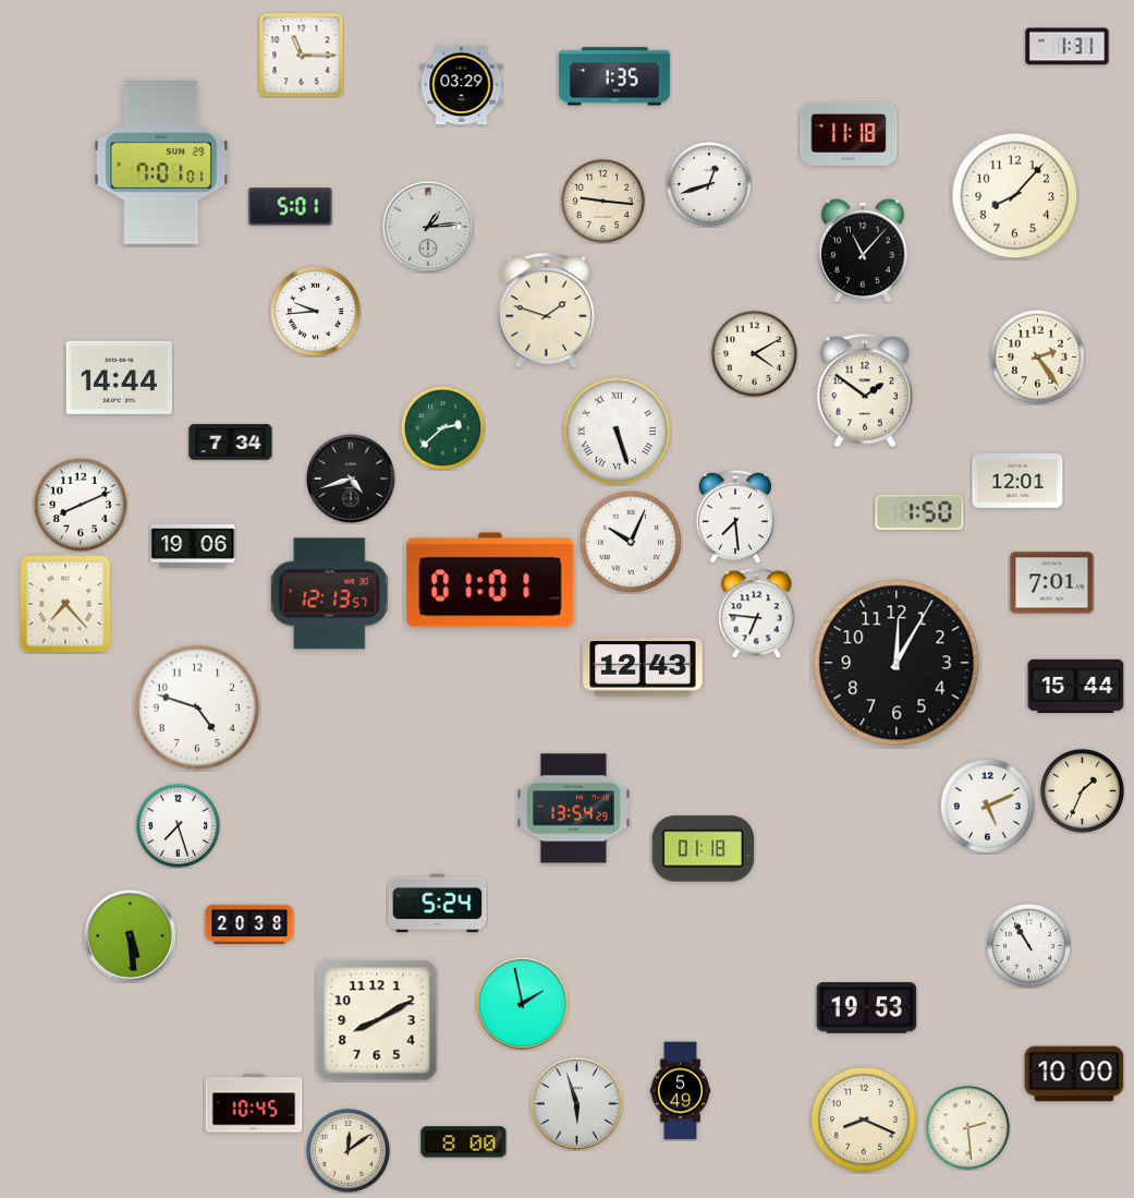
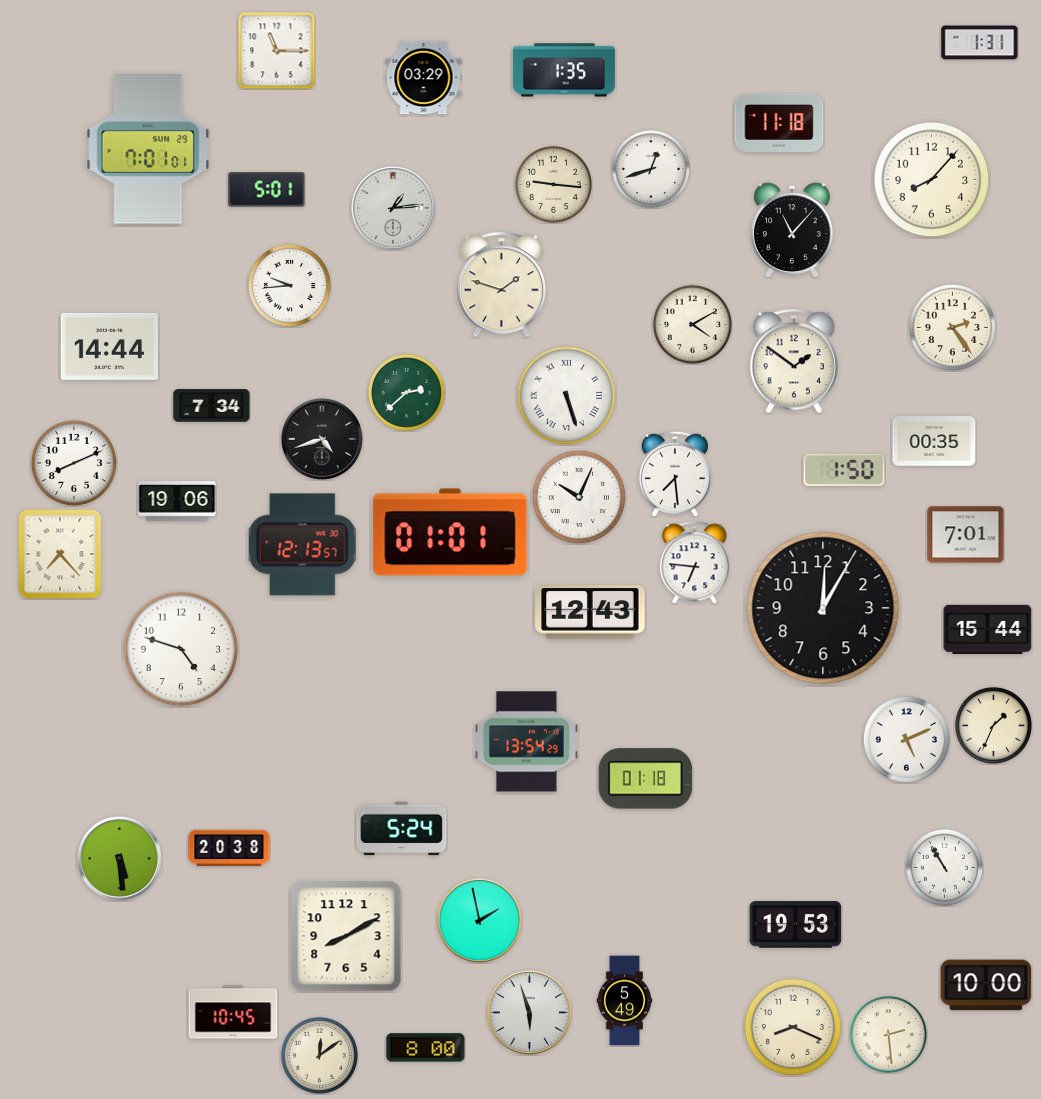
clock at (865, 390) position: (865, 390) -> (794, 361)
clock at (1017, 481): 12:01 -> 00:35
clock at (178, 825): 7:27 -> none
